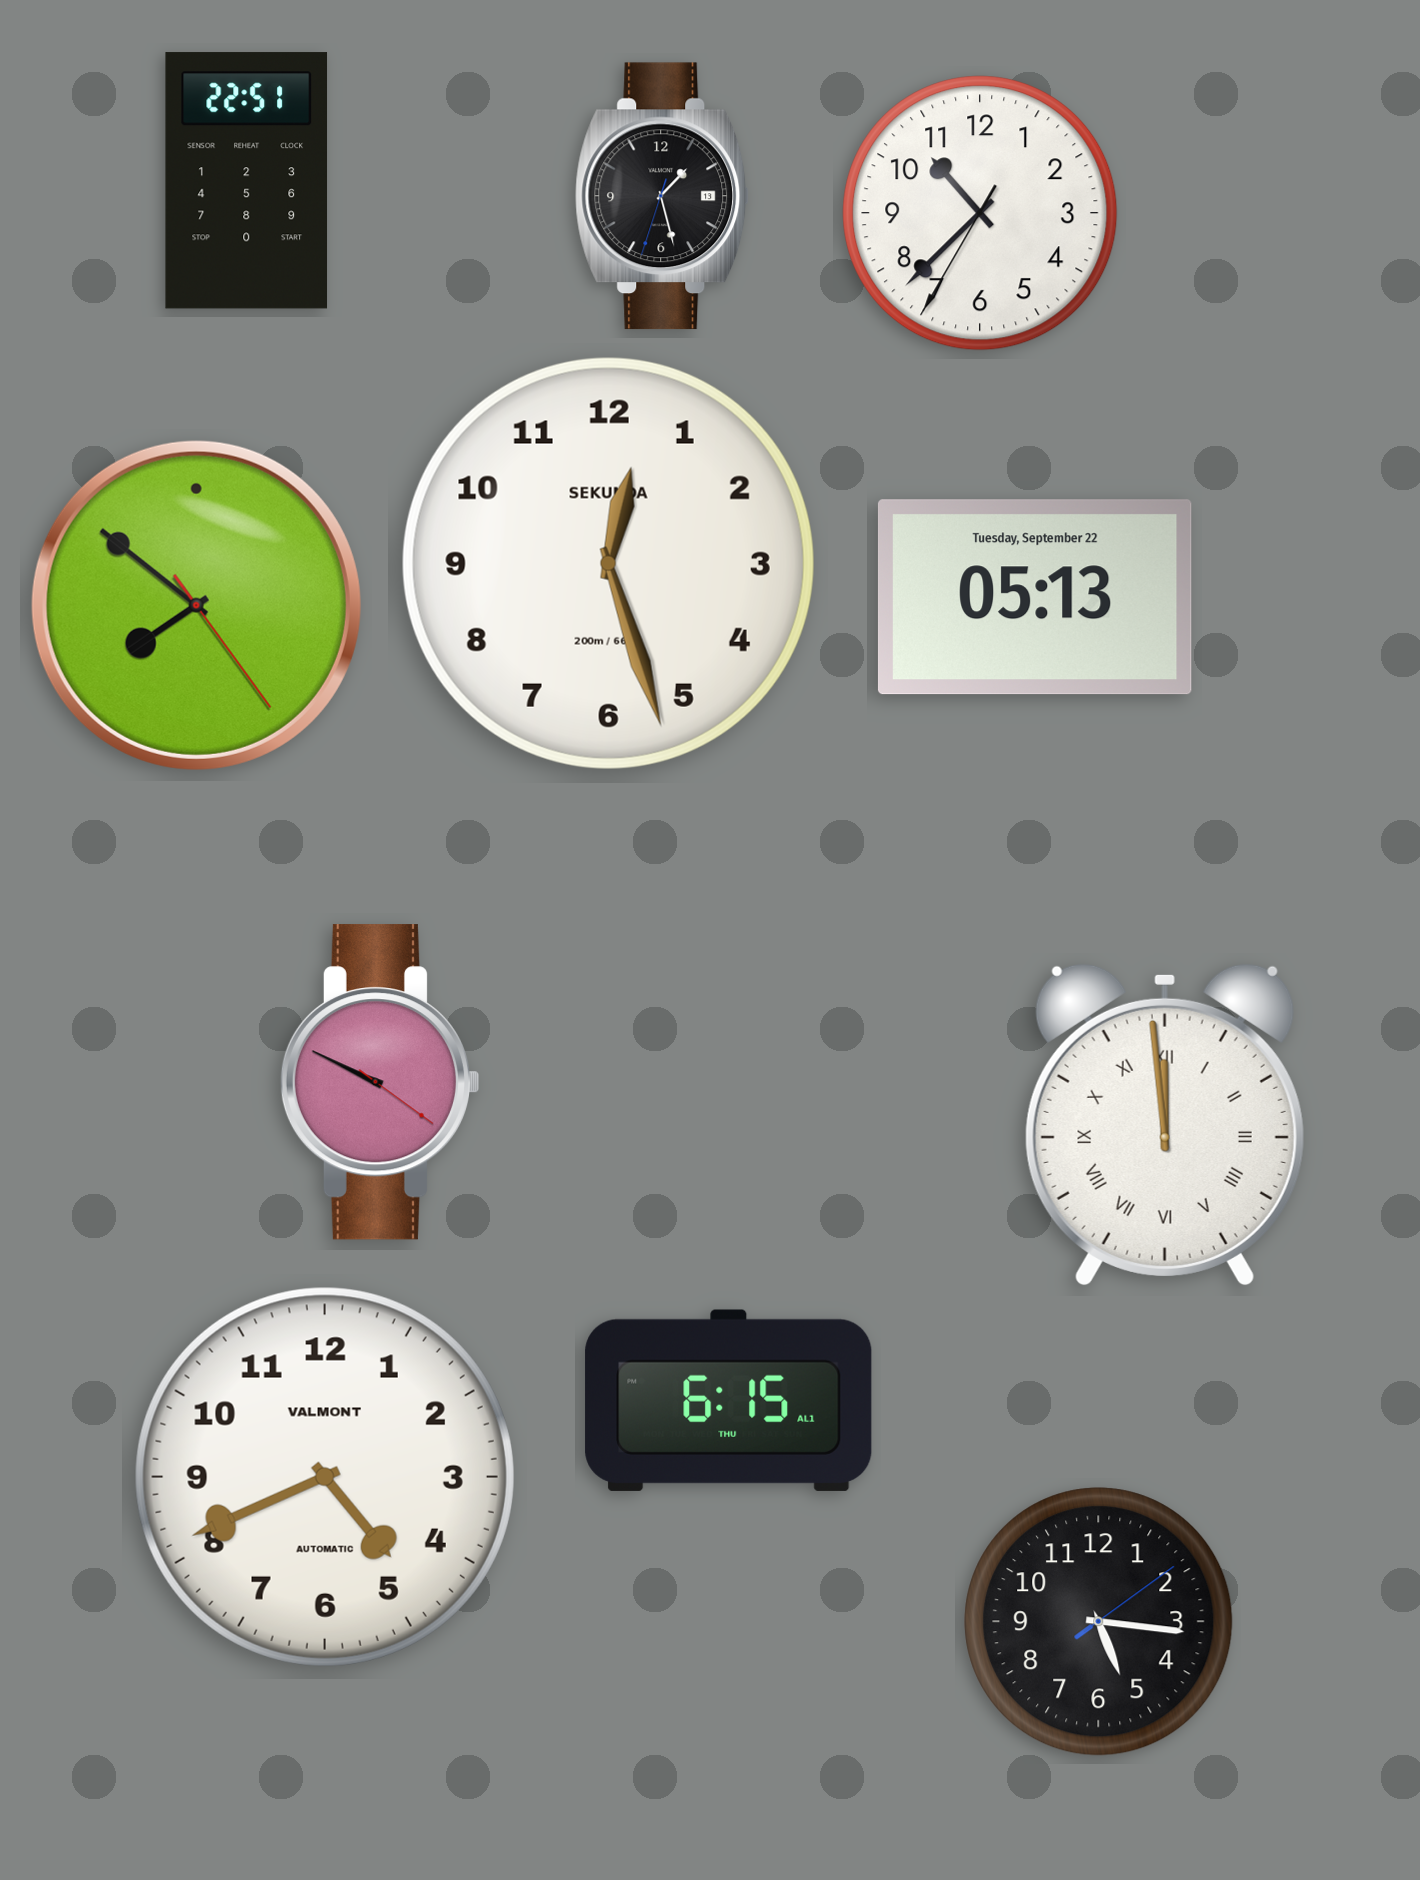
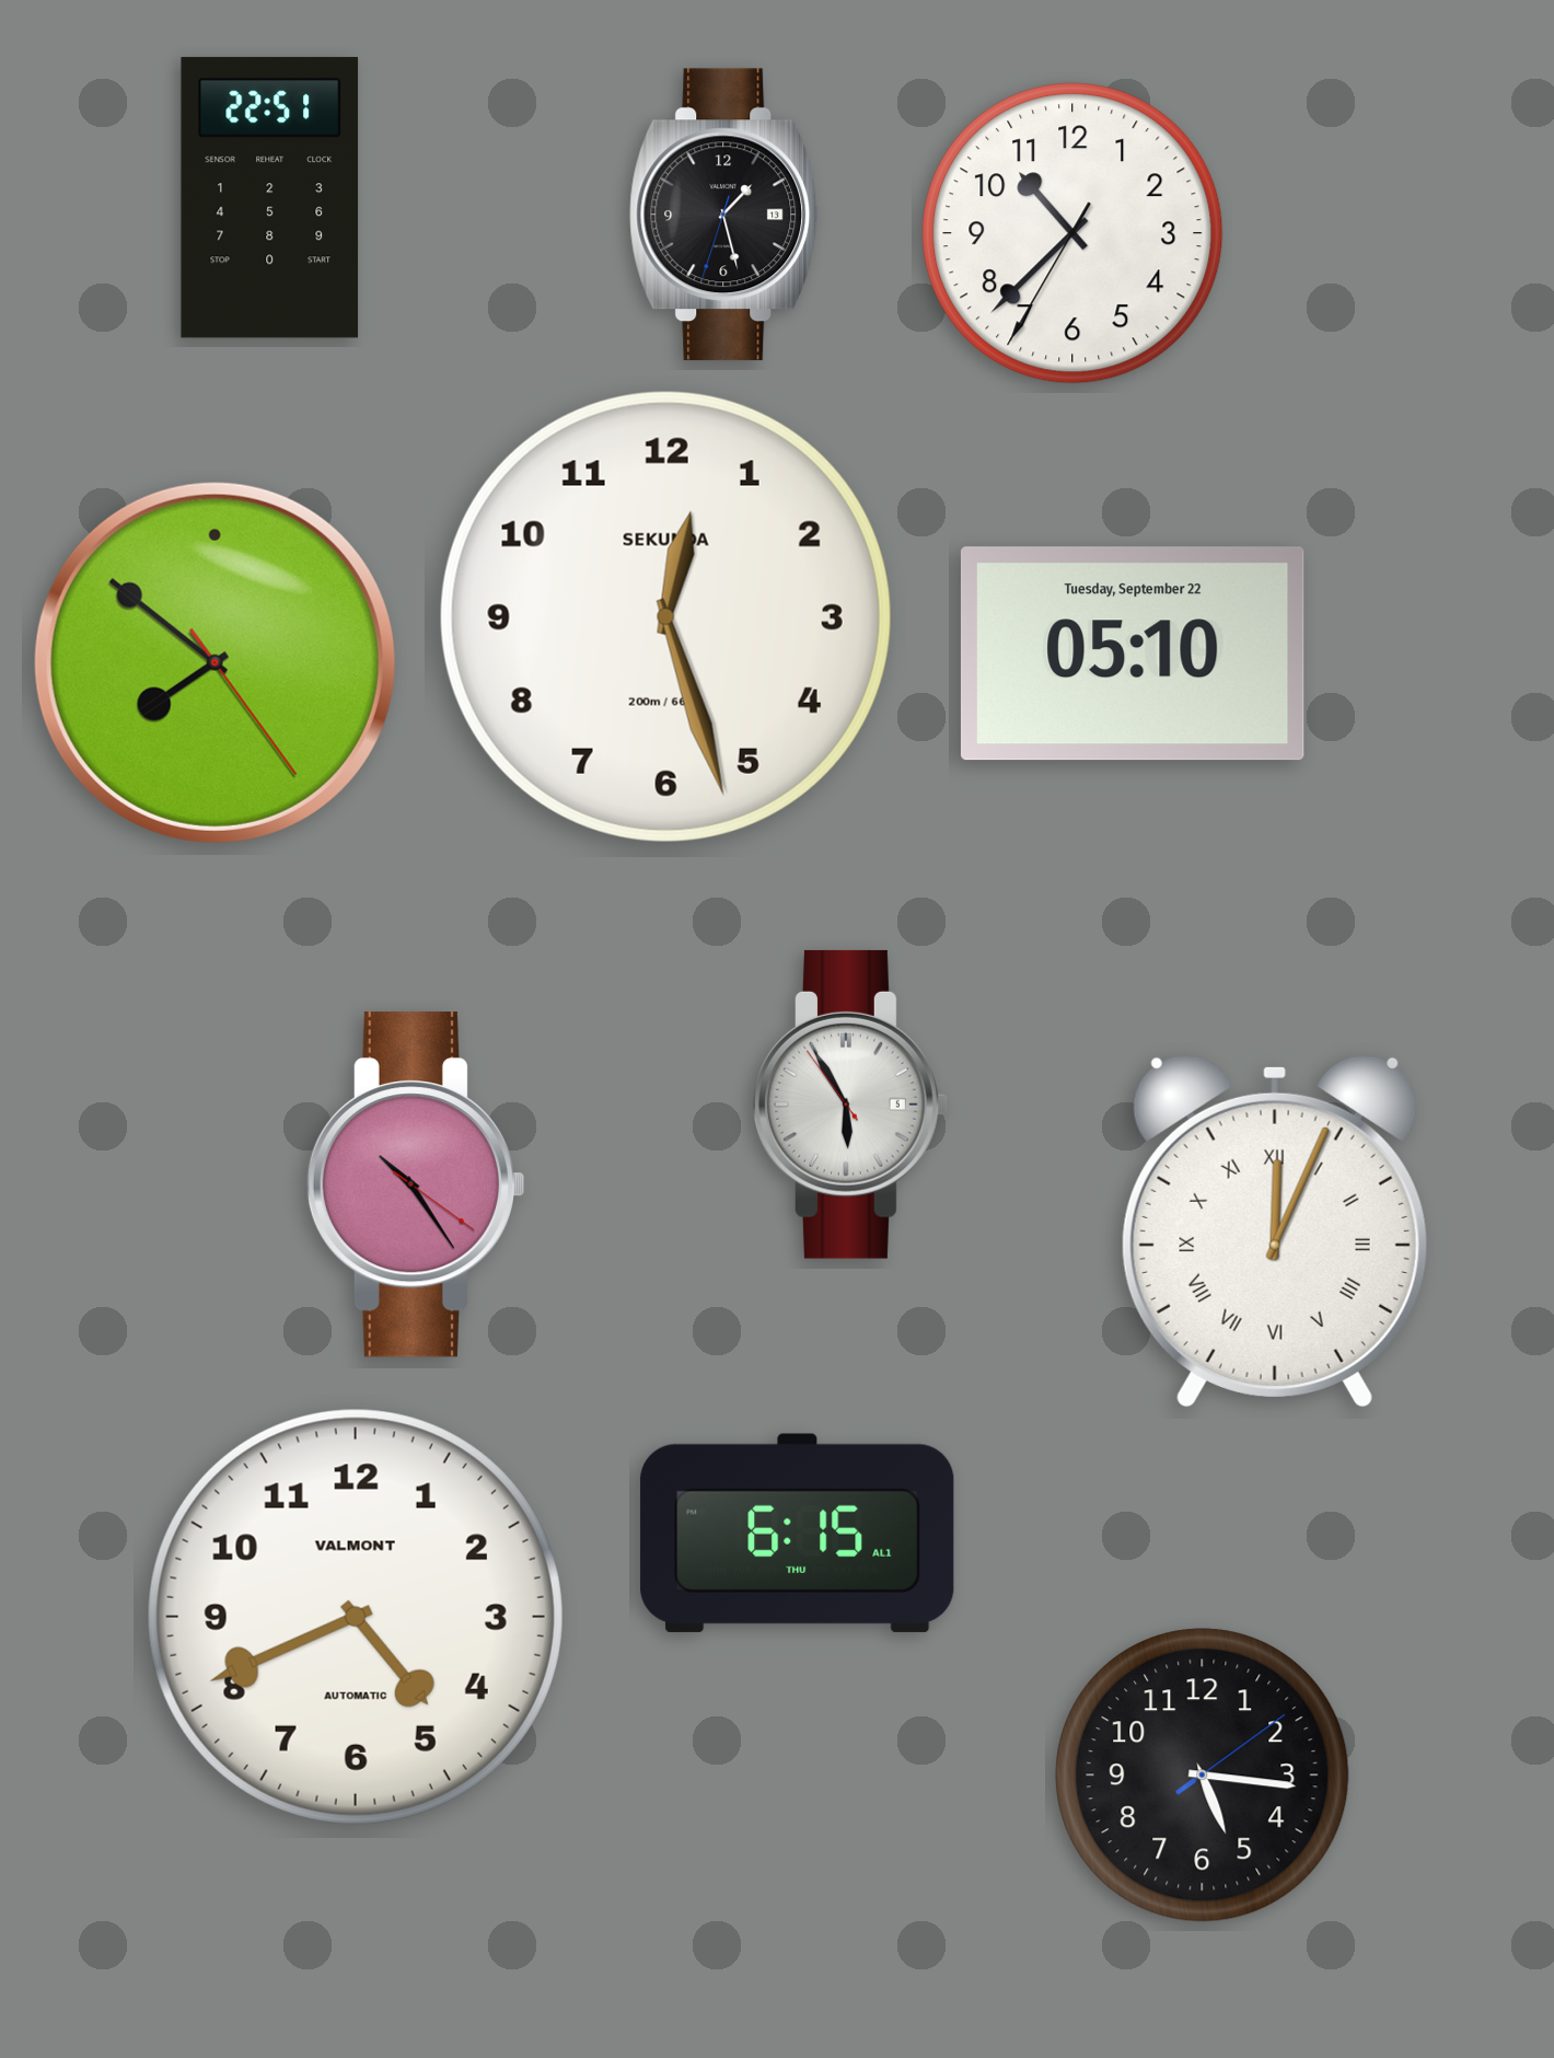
clock at (1035, 597): 05:13 -> 05:10
clock at (851, 1105): none -> 5:54
clock at (379, 1082): 9:49 -> 10:24
clock at (1165, 1125): 11:59 -> 12:04
